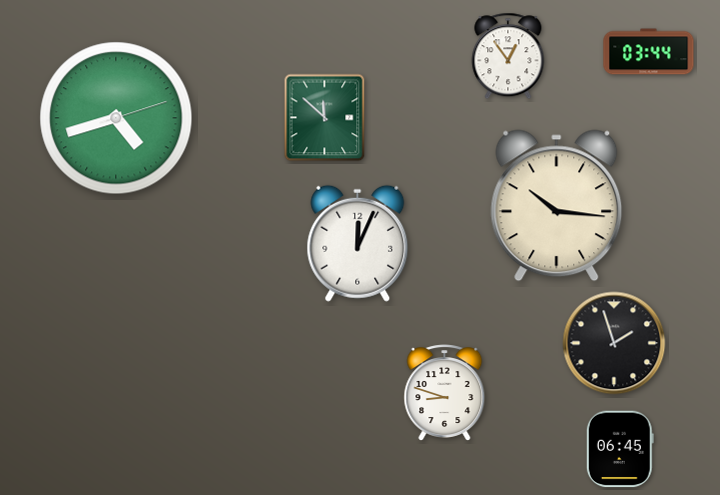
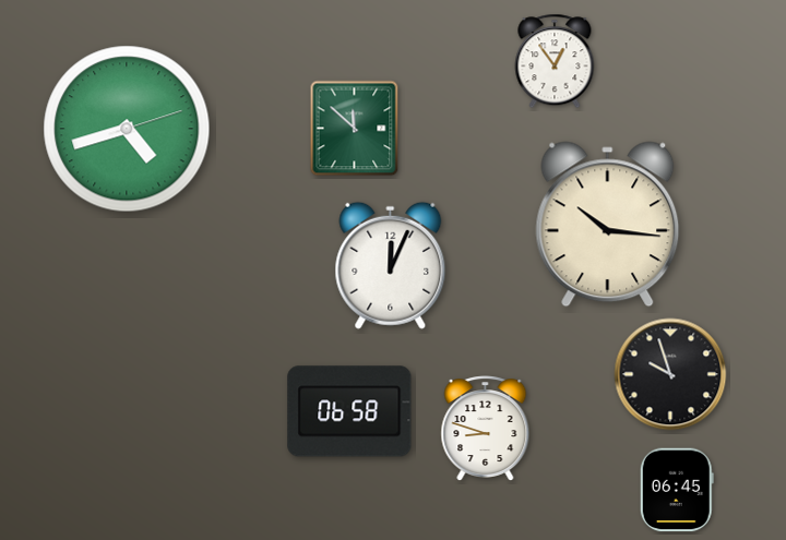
clock at (649, 52): 03:44 -> none
clock at (614, 343): 1:57 -> 9:57
clock at (349, 411): none -> 06:58
